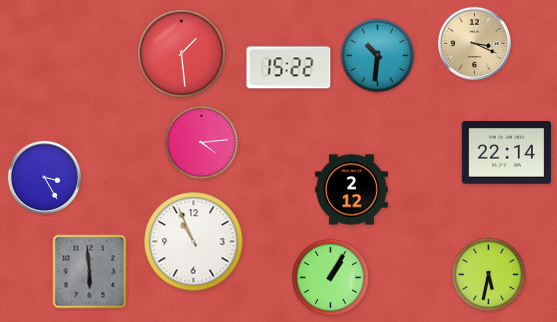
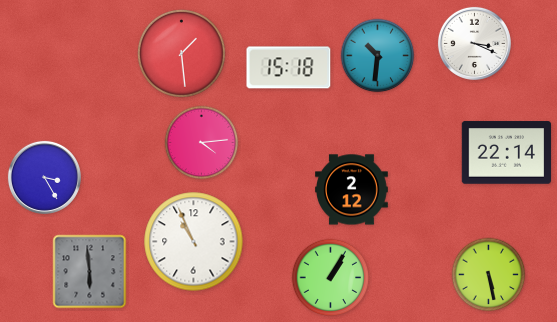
clock at (474, 43) dial: champagne -> white
clock at (289, 68): 15:22 -> 15:18
clock at (489, 275): 5:32 -> 5:28
